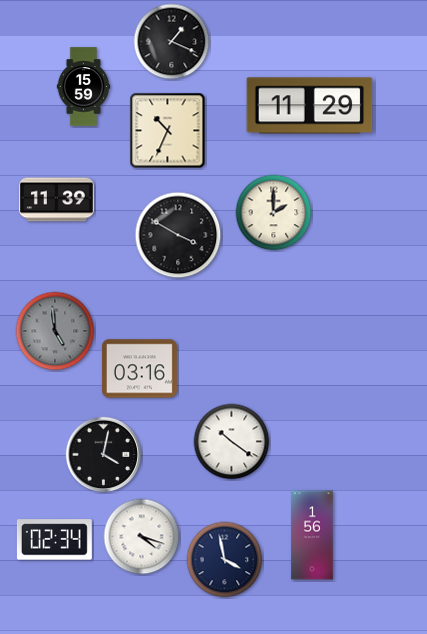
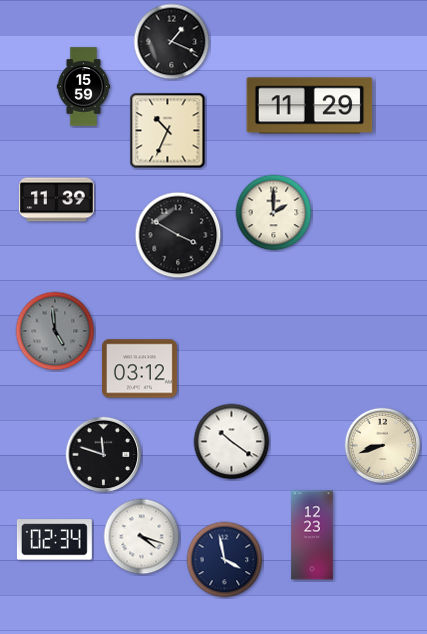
clock at (139, 369): 03:16 -> 03:12
clock at (383, 446): none -> 8:42
clock at (104, 455): 4:02 -> 11:48
clock at (312, 535): 1:56 -> 12:23
